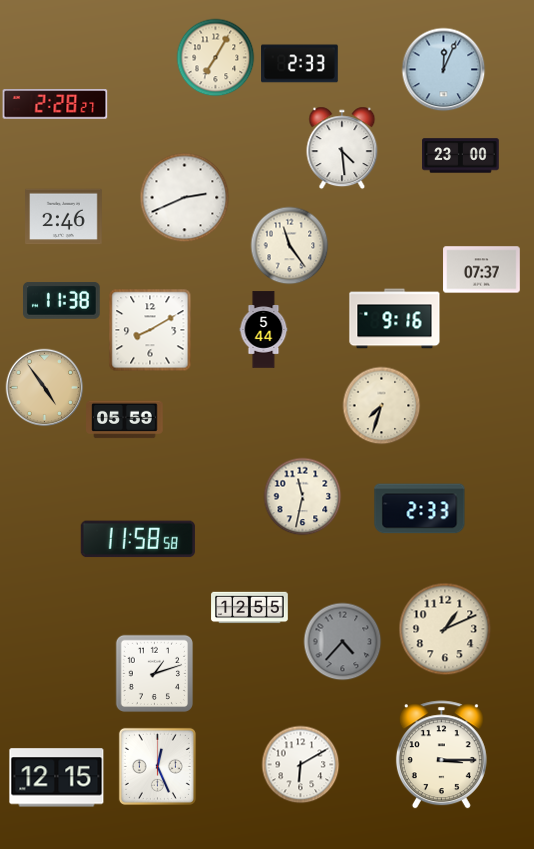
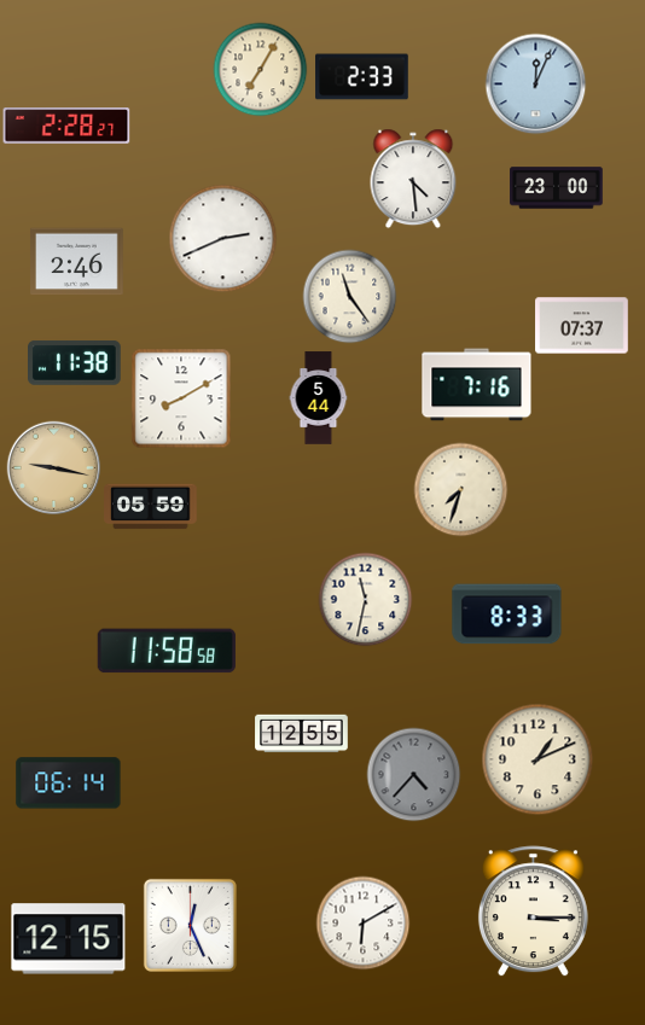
clock at (395, 319): 9:16 -> 7:16
clock at (44, 387): 4:54 -> 9:17
clock at (420, 509): 2:33 -> 8:33
clock at (69, 784): none -> 06:14
clock at (154, 673): 1:12 -> none
